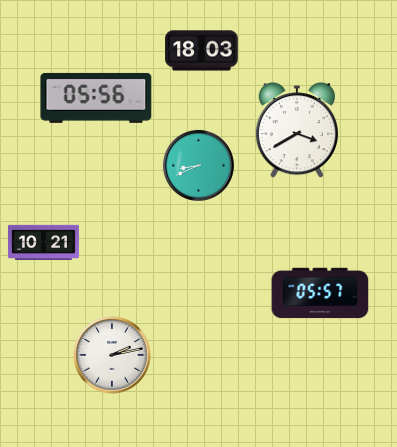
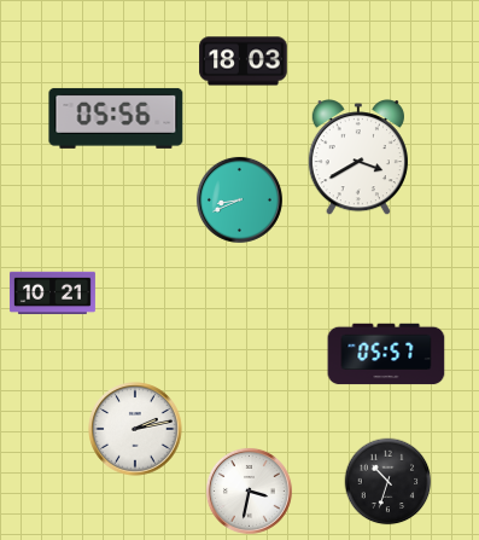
clock at (389, 482): none -> 10:33
clock at (249, 490): none -> 3:32
